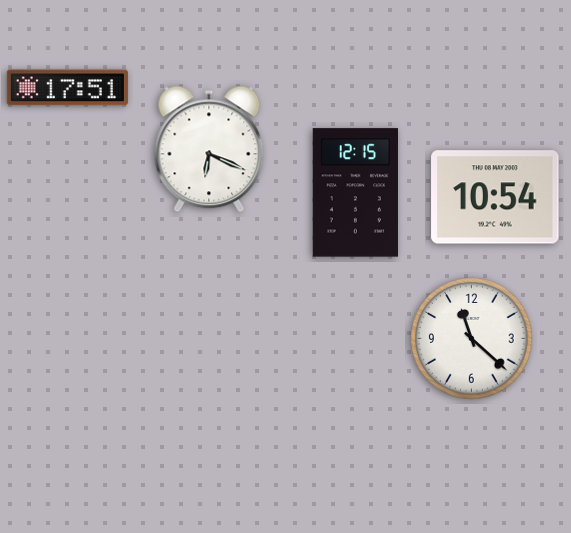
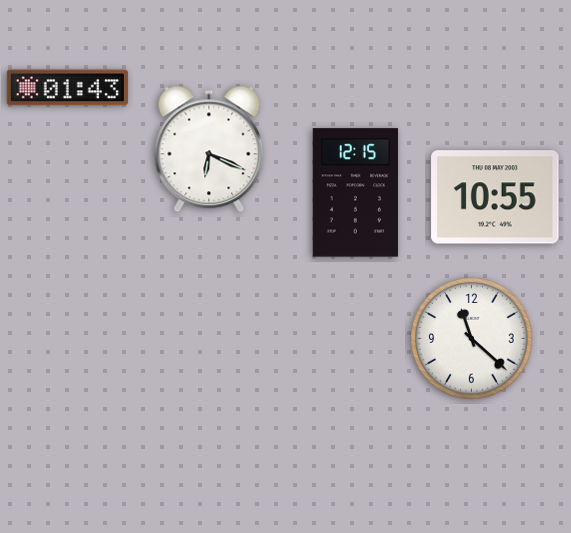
clock at (67, 88): 17:51 -> 01:43
clock at (495, 197): 10:54 -> 10:55
